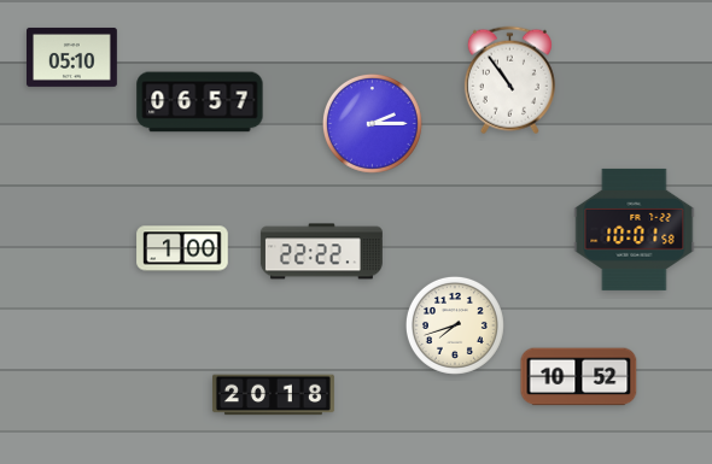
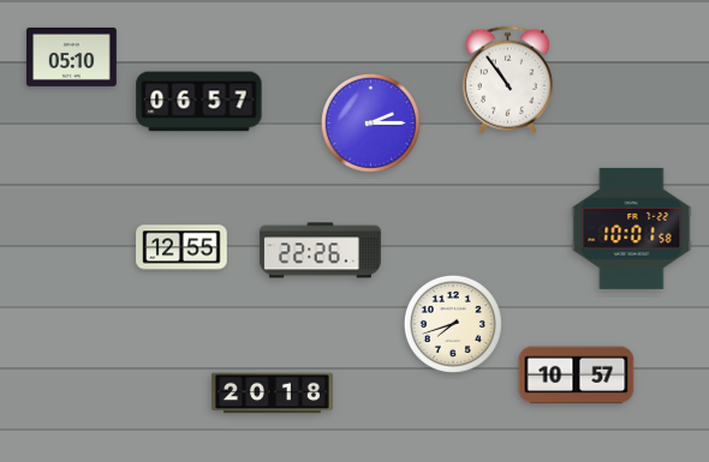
clock at (182, 248): 1:00 -> 12:55
clock at (321, 252): 22:22 -> 22:26
clock at (579, 377): 10:52 -> 10:57
